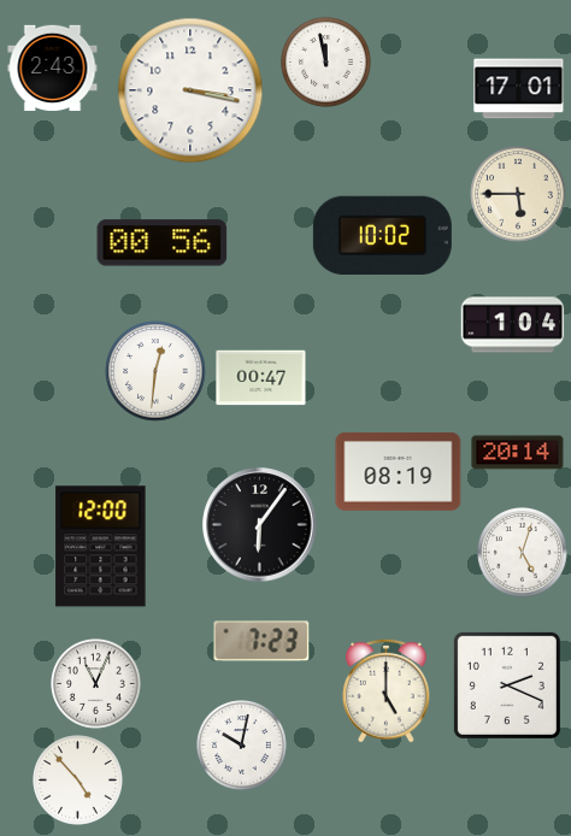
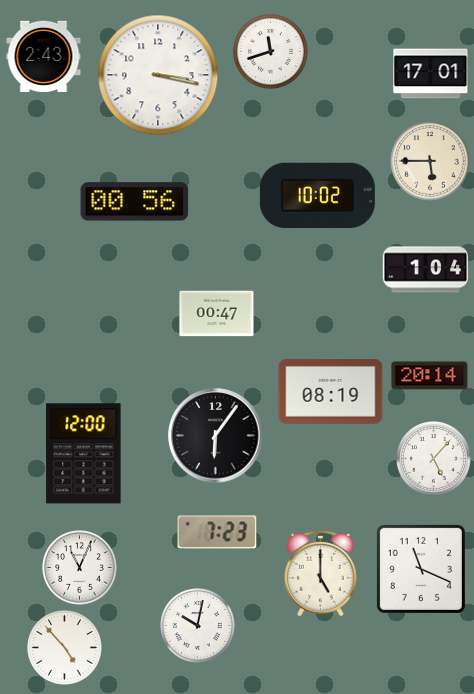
clock at (326, 63): 11:58 -> 11:42
clock at (155, 371): 12:31 -> none
clock at (523, 553): 5:03 -> 5:07
clock at (507, 685): 2:19 -> 11:19
clock at (242, 746) position: (242, 746) -> (198, 626)
